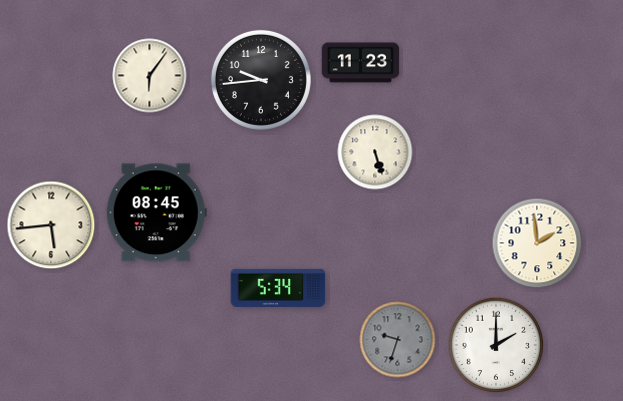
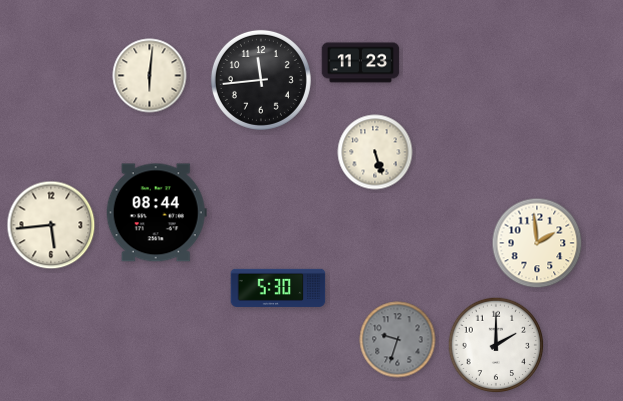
clock at (150, 76): 6:06 -> 6:01
clock at (261, 80): 9:44 -> 11:44
clock at (156, 213): 08:45 -> 08:44
clock at (278, 288): 5:34 -> 5:30
